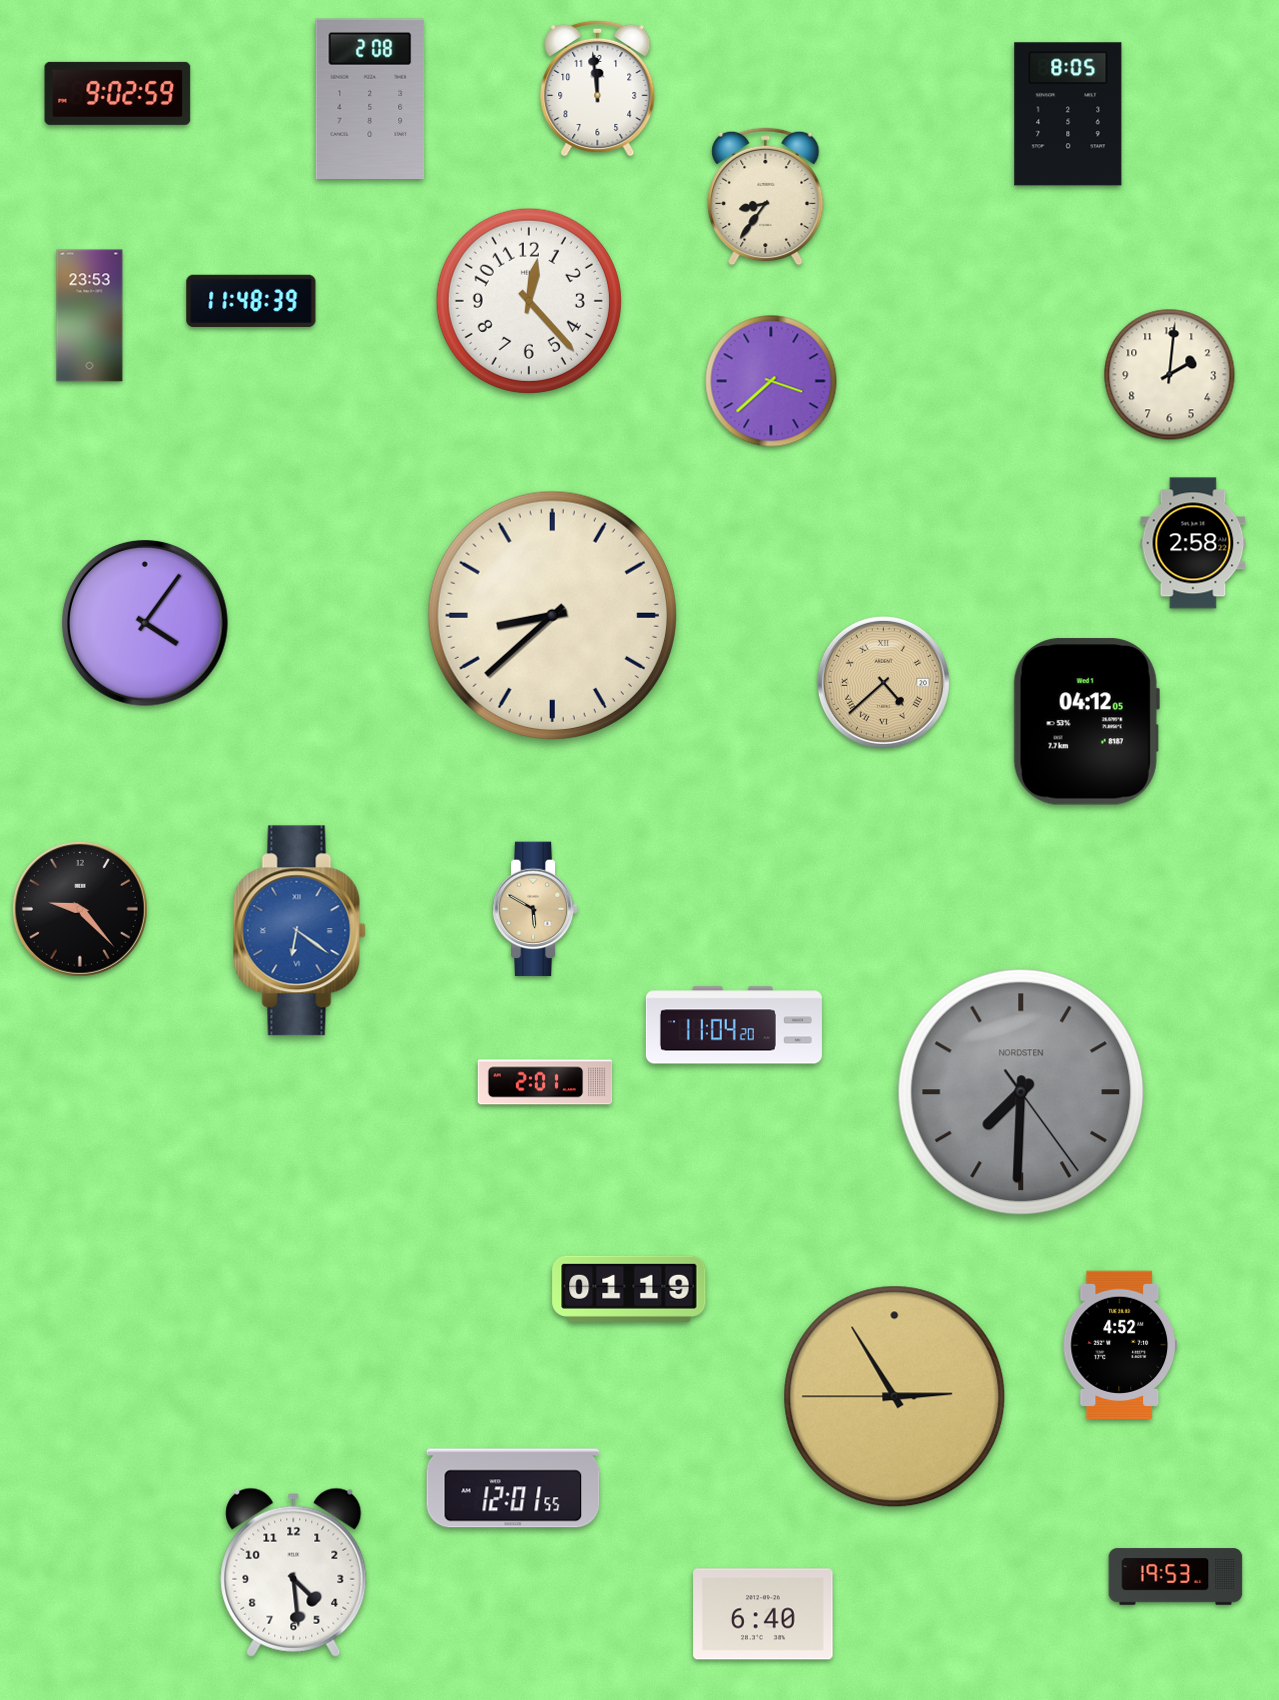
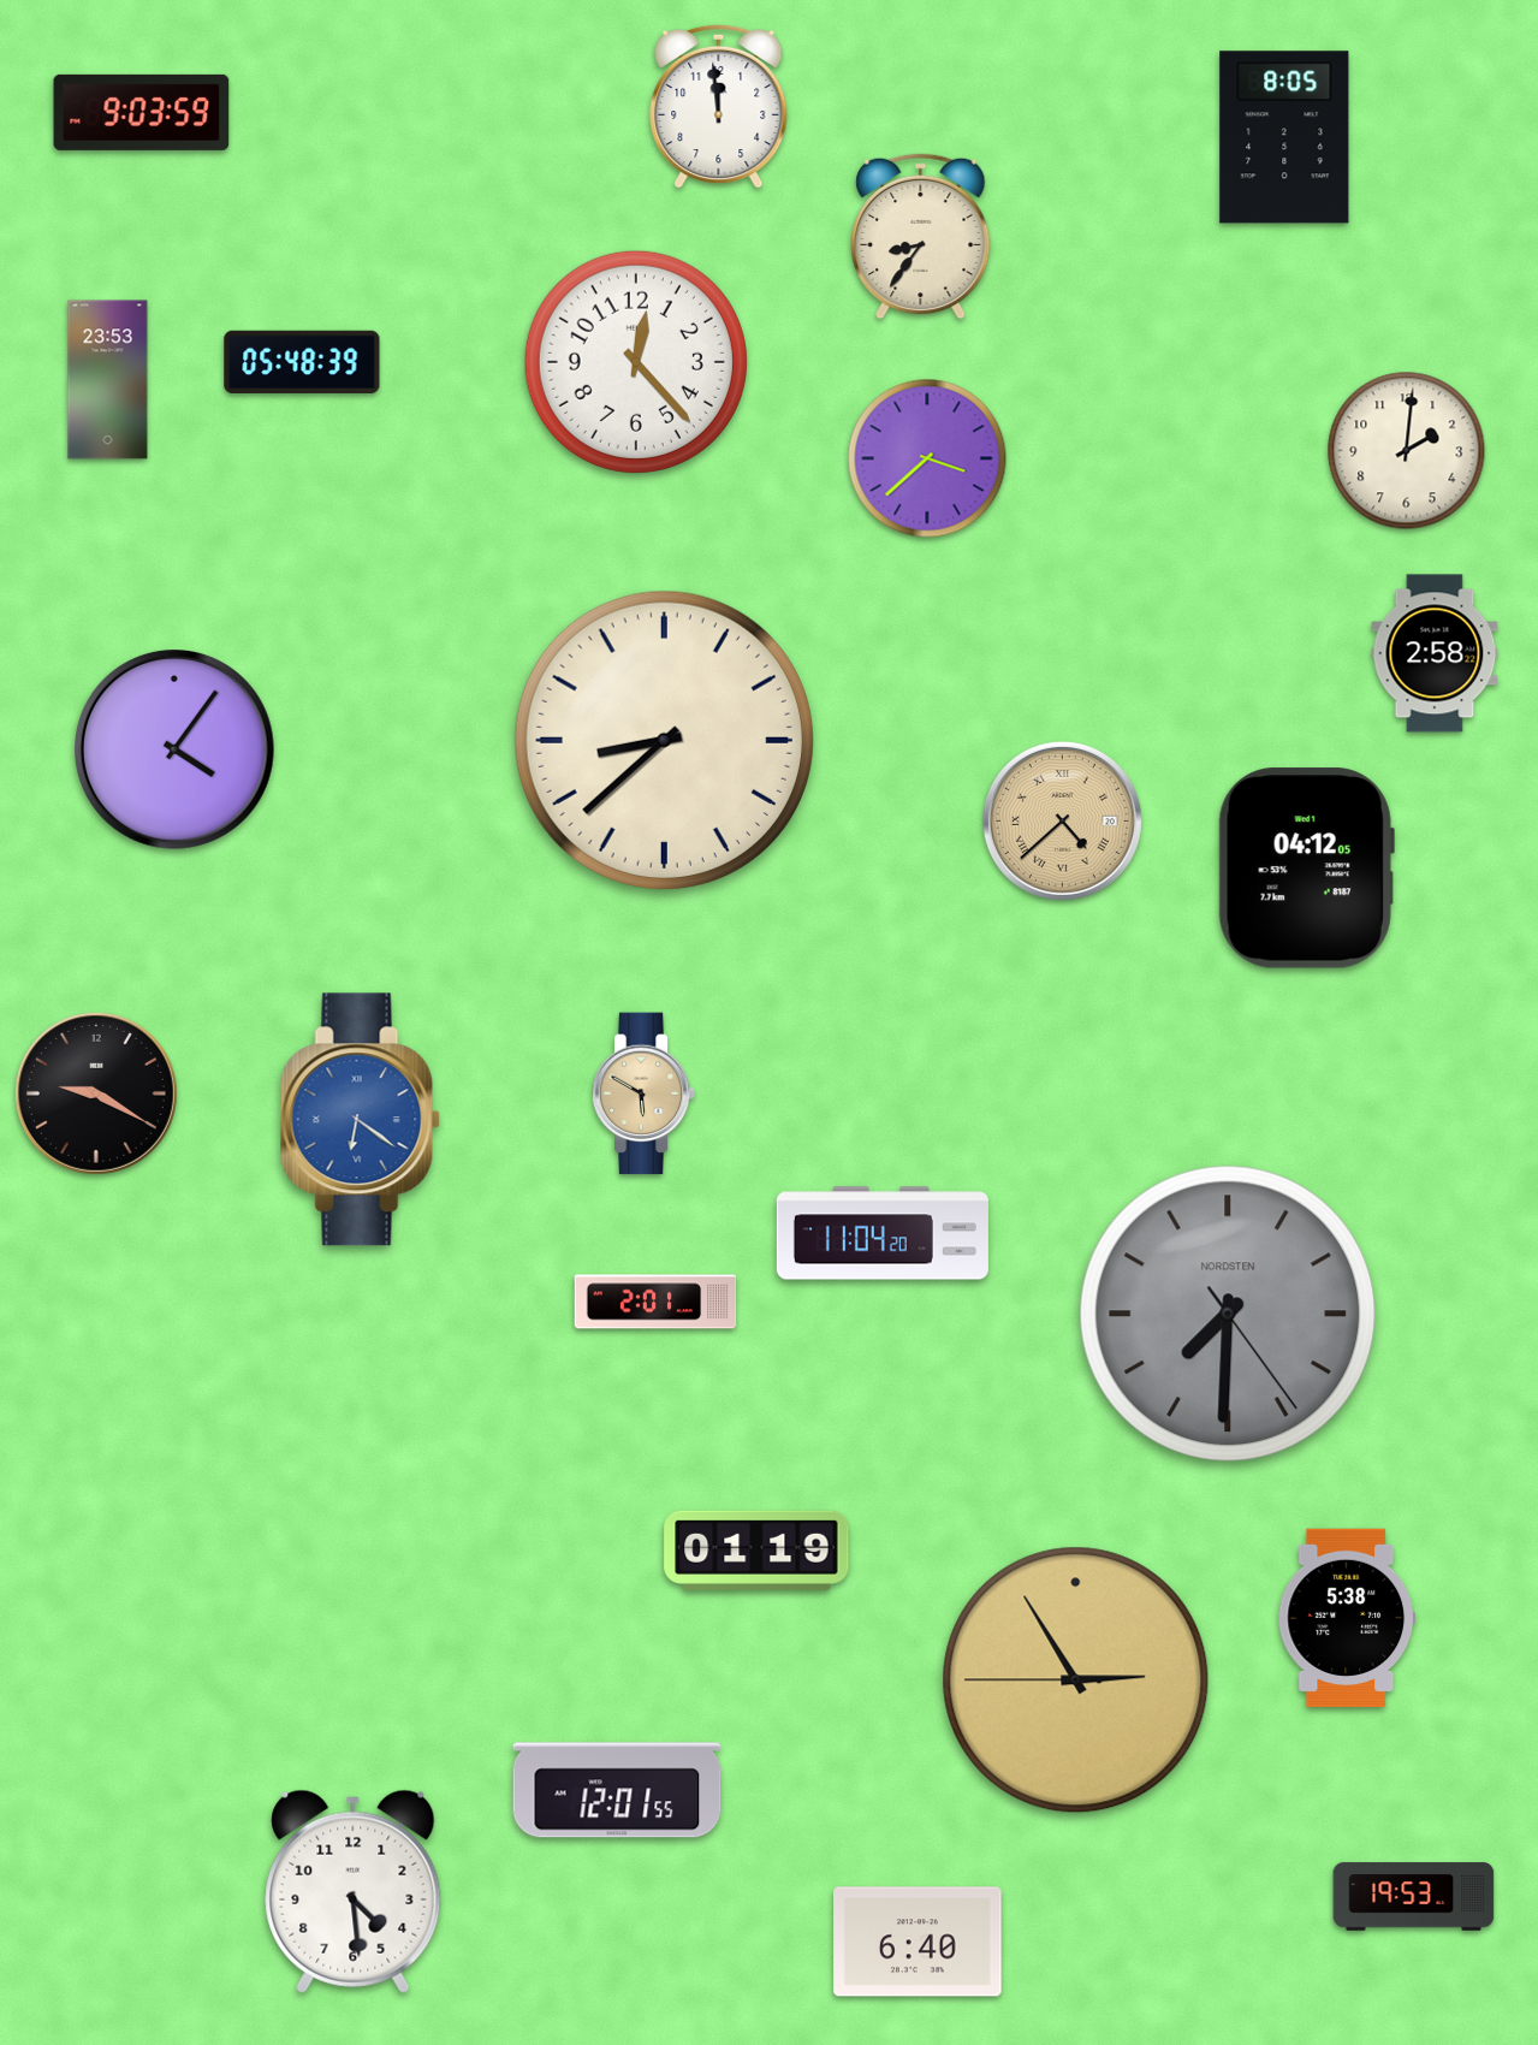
clock at (118, 93): 9:02 -> 9:03
clock at (370, 98): 2:08 -> none
clock at (251, 301): 11:48 -> 05:48
clock at (80, 909): 9:23 -> 9:20
clock at (1119, 1344): 4:52 -> 5:38
